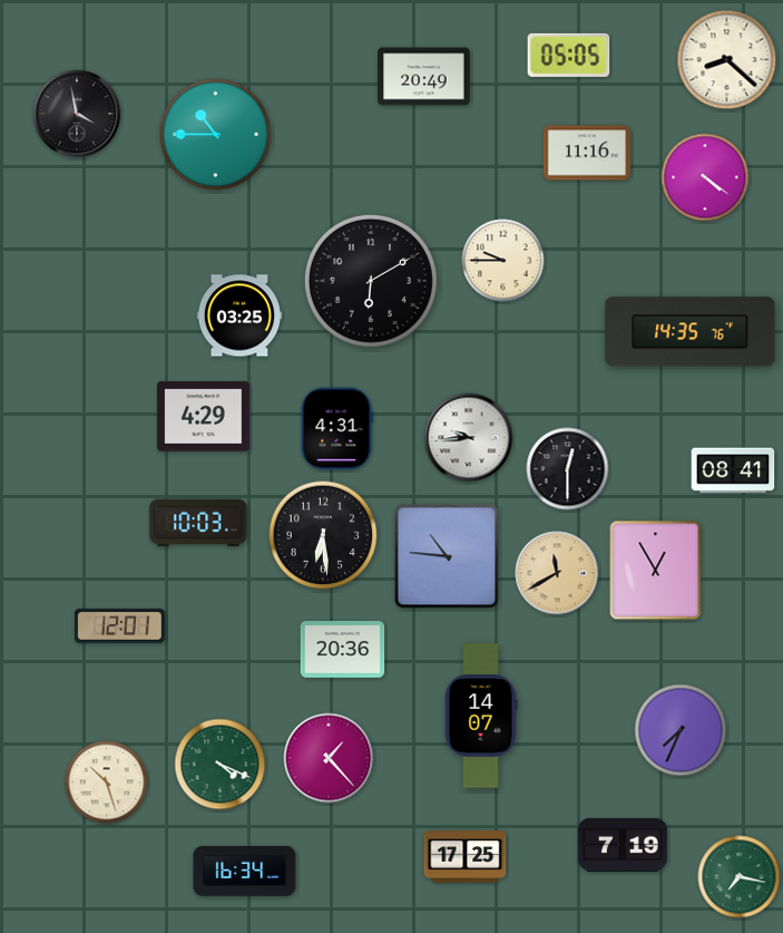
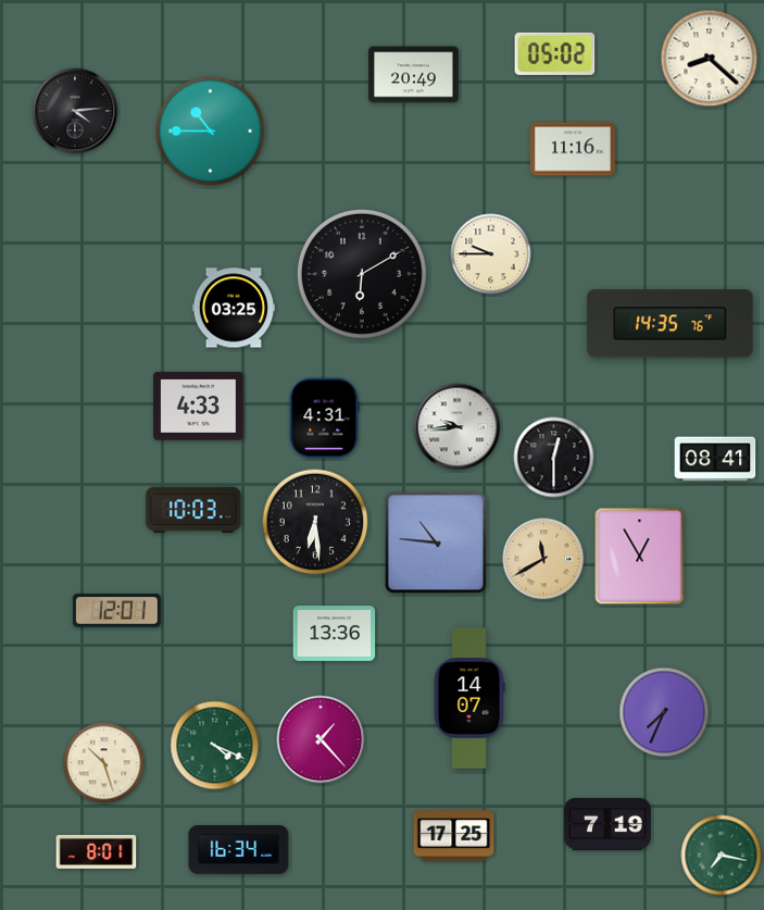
clock at (569, 55): 05:05 -> 05:02
clock at (77, 114): 3:58 -> 4:14
clock at (705, 177): 4:21 -> none
clock at (691, 332) position: (691, 332) -> (671, 324)
clock at (204, 417): 4:29 -> 4:33
clock at (336, 429) position: (336, 429) -> (324, 419)
clock at (343, 650): 20:36 -> 13:36
clock at (97, 851): none -> 8:01
